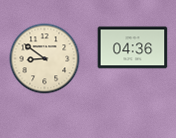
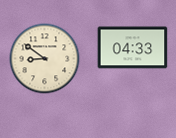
clock at (133, 48): 04:36 -> 04:33
